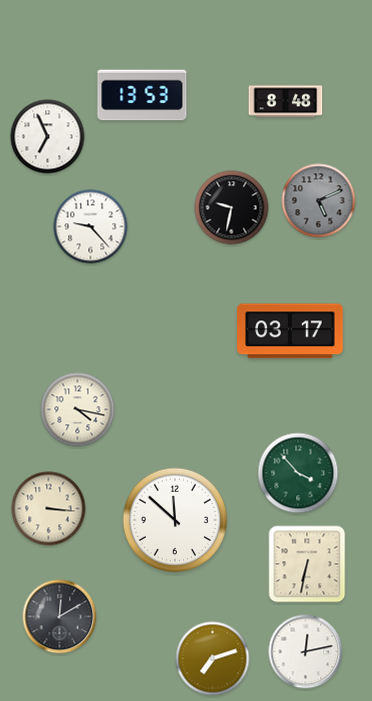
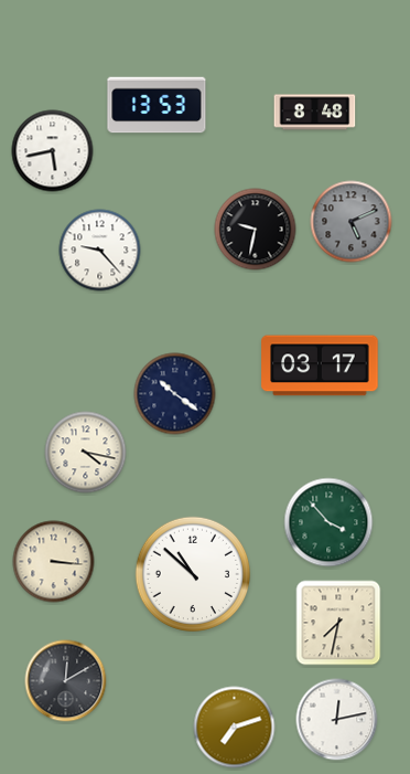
clock at (48, 137): 6:56 -> 5:43
clock at (175, 394): none -> 10:21
clock at (175, 520): 11:52 -> 10:52
clock at (307, 564): 6:32 -> 7:32
